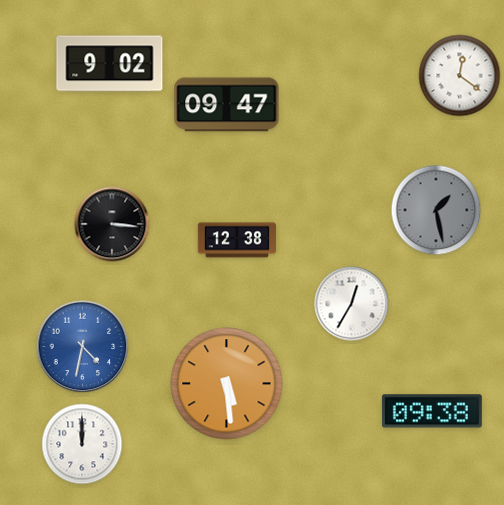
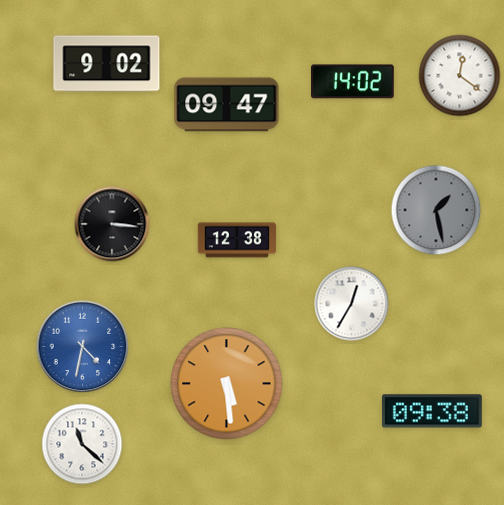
clock at (110, 64) position: (110, 64) -> (107, 64)
clock at (353, 82): none -> 14:02
clock at (82, 444): 12:00 -> 11:22
